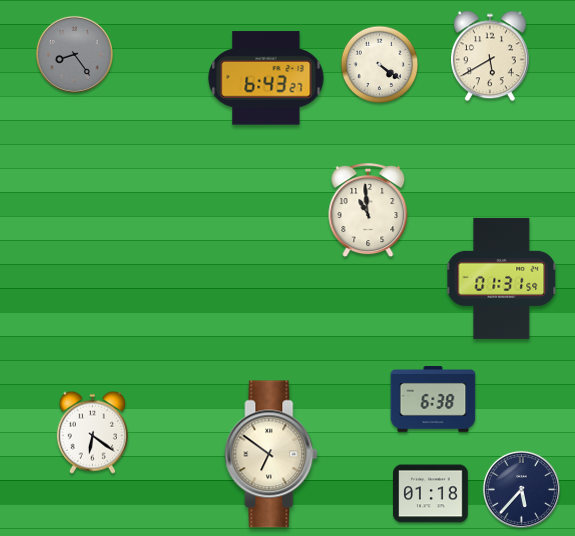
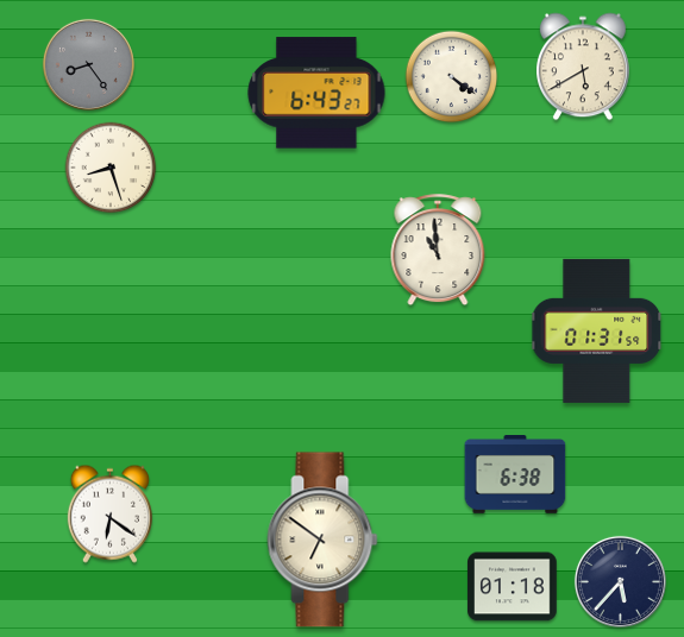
clock at (111, 168): none -> 8:27
